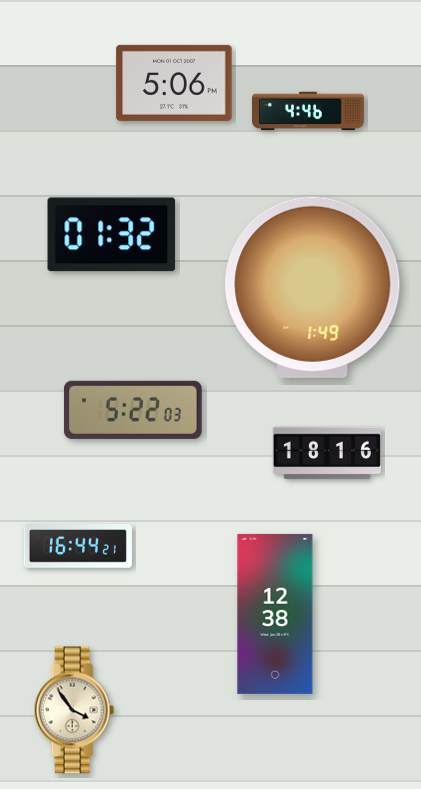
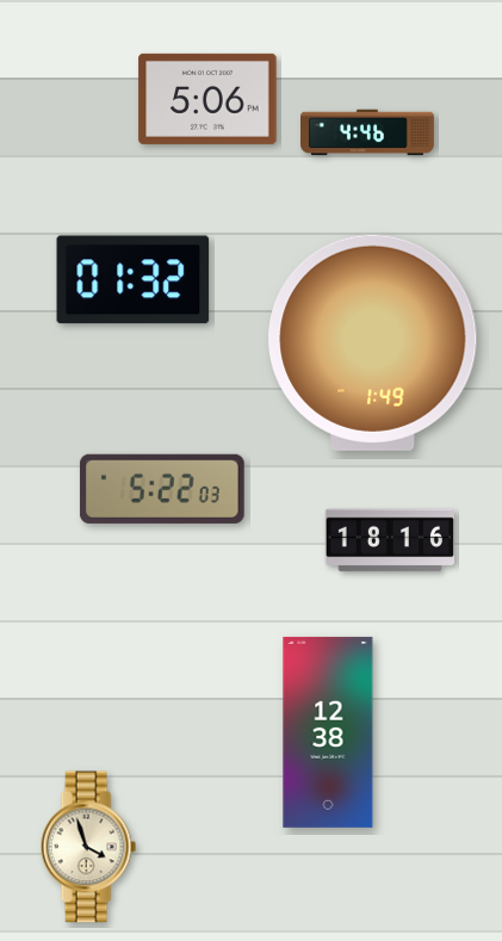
clock at (133, 410) position: (133, 410) -> (162, 489)
clock at (78, 546): 16:44 -> none
clock at (74, 710): 3:54 -> 3:57
